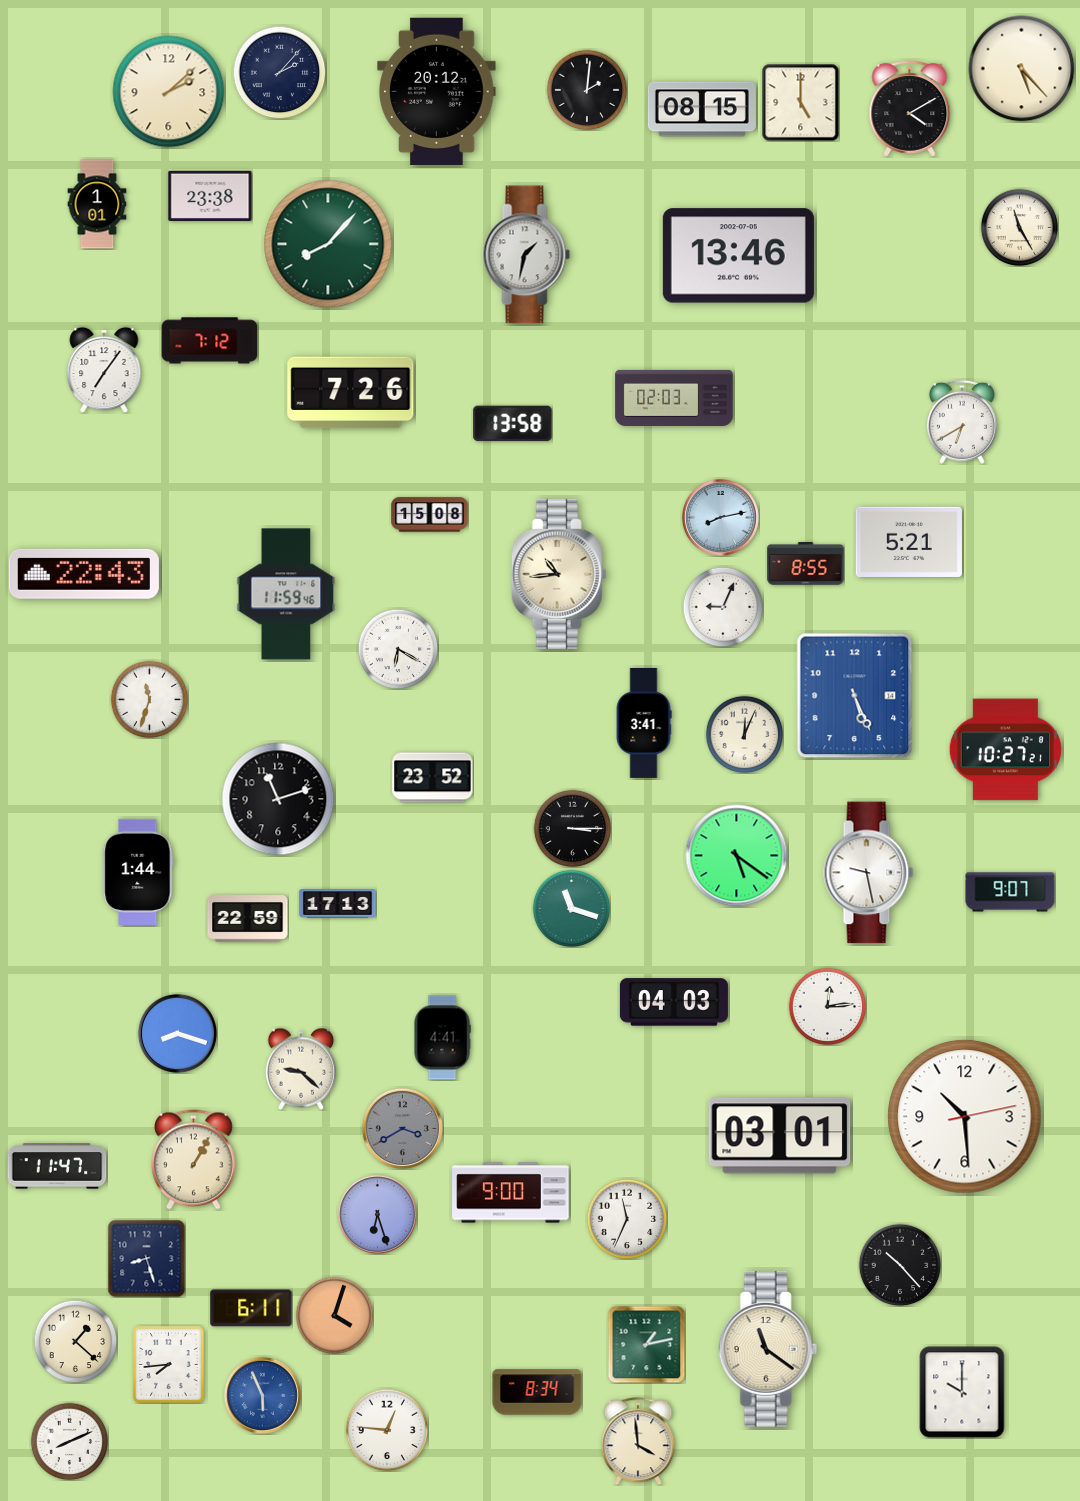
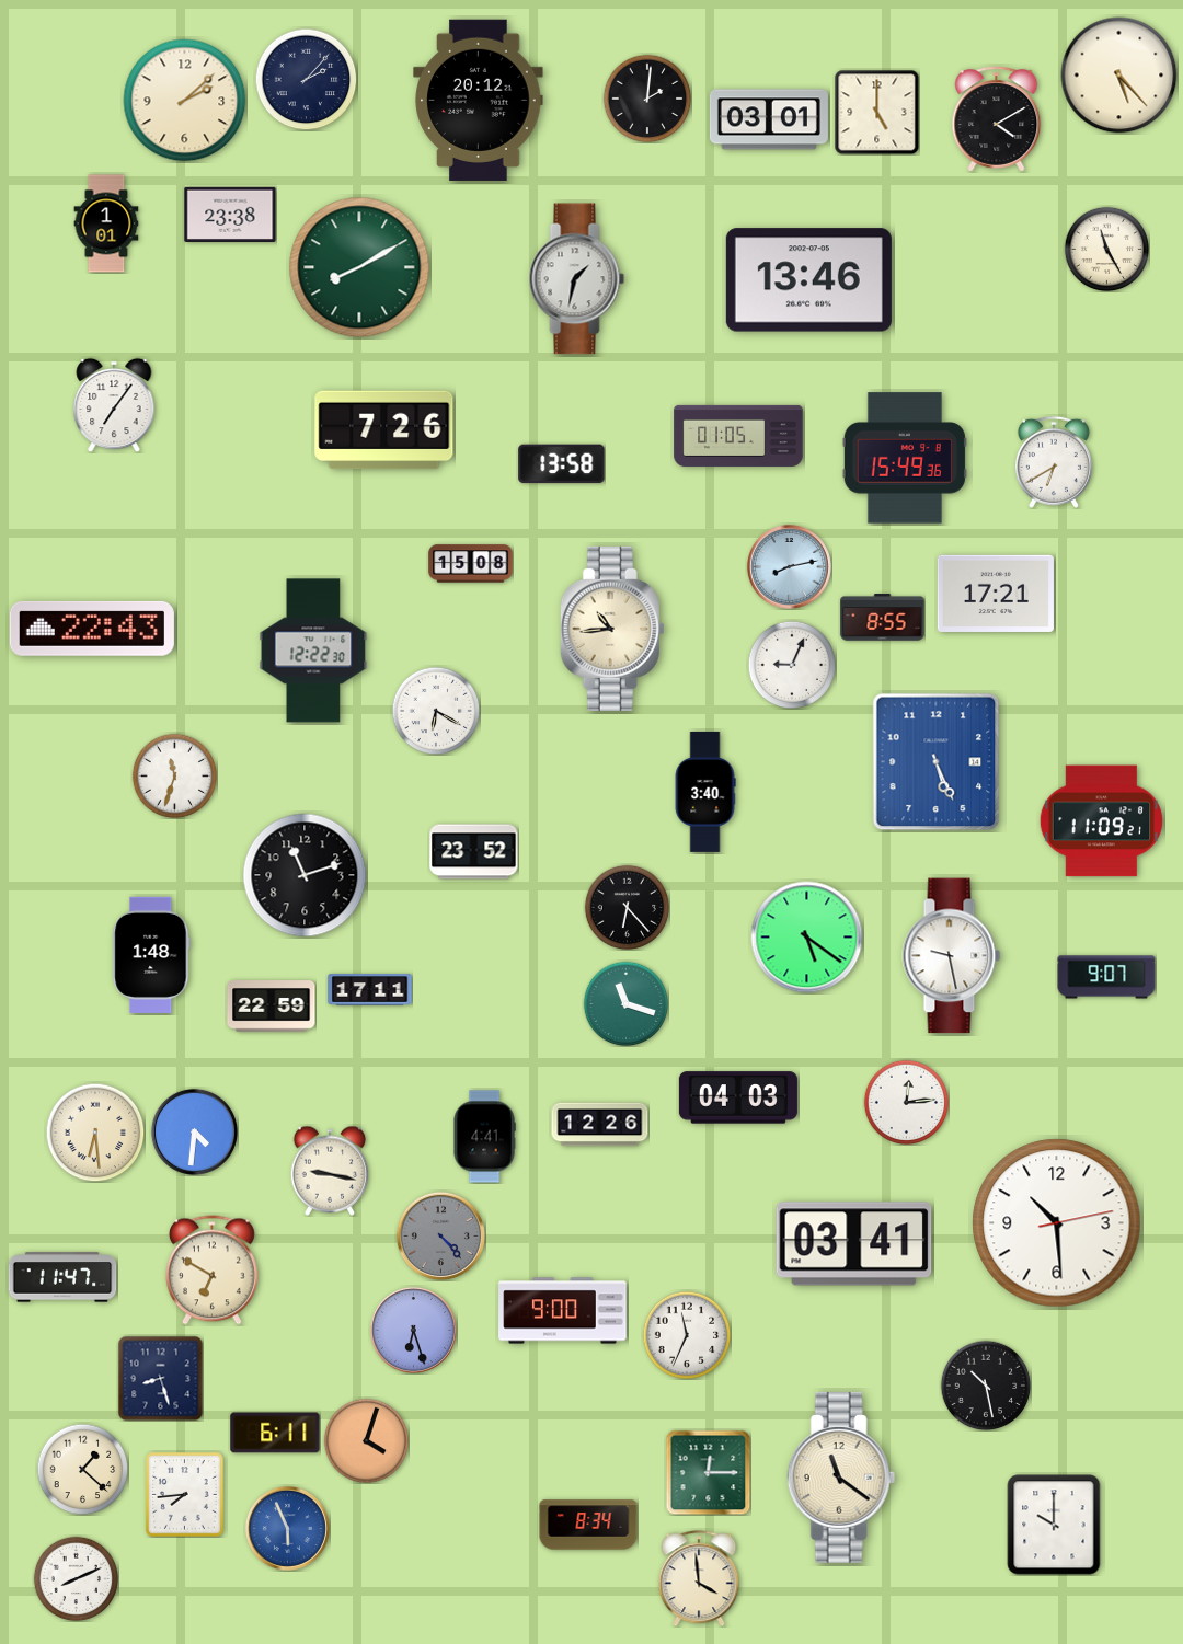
clock at (587, 90) position: (587, 90) -> (647, 99)
clock at (702, 109): 08:15 -> 03:01
clock at (1019, 227) position: (1019, 227) -> (1106, 249)
clock at (328, 244): 8:07 -> 8:10
clock at (210, 341): 7:12 -> none
clock at (674, 398): 02:03 -> 01:05
clock at (905, 458): none -> 15:49
clock at (909, 542): 5:21 -> 17:21
clock at (286, 594): 11:59 -> 12:22
clock at (149, 699) position: (149, 699) -> (174, 775)
clock at (644, 723): 3:41 -> 3:40
clock at (744, 734): 12:04 -> none
clock at (1005, 750): 10:27 -> 11:09
clock at (572, 828): 3:15 -> 6:23
clock at (138, 872): 1:44 -> 1:48
clock at (338, 904): 17:13 -> 17:11
clock at (571, 908) position: (571, 908) -> (625, 1003)
clock at (600, 1125): none -> 12:26
clock at (177, 1033): 8:18 -> 4:31
clock at (95, 1133): none -> 6:29
clock at (301, 1069): 9:22 -> 9:17
clock at (402, 1128): 3:40 -> 4:23
clock at (780, 1136): 03:01 -> 03:41
clock at (194, 1160): 1:05 -> 6:50
clock at (511, 1193) position: (511, 1193) -> (563, 1311)
clock at (900, 1265): 10:23 -> 10:28
clock at (646, 1344): 1:13 -> 12:15
clock at (387, 1430): 12:46 -> none
